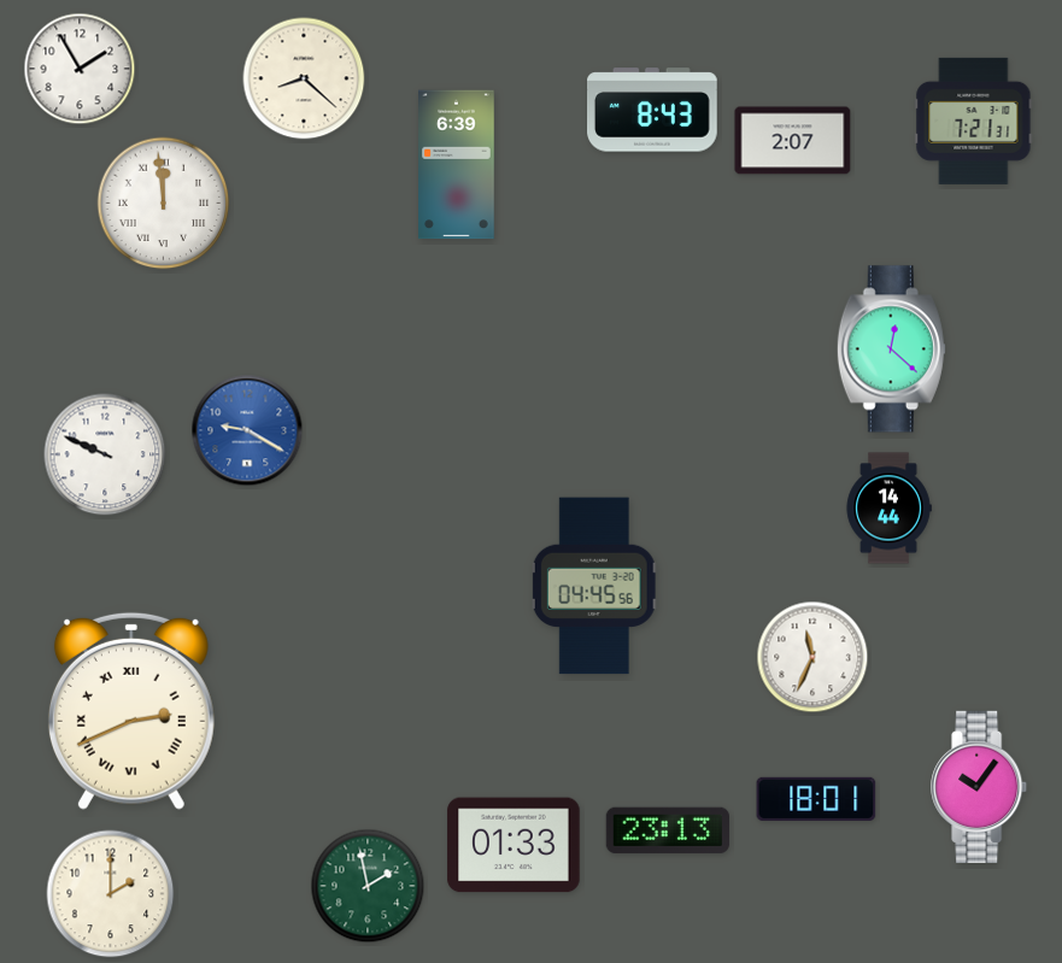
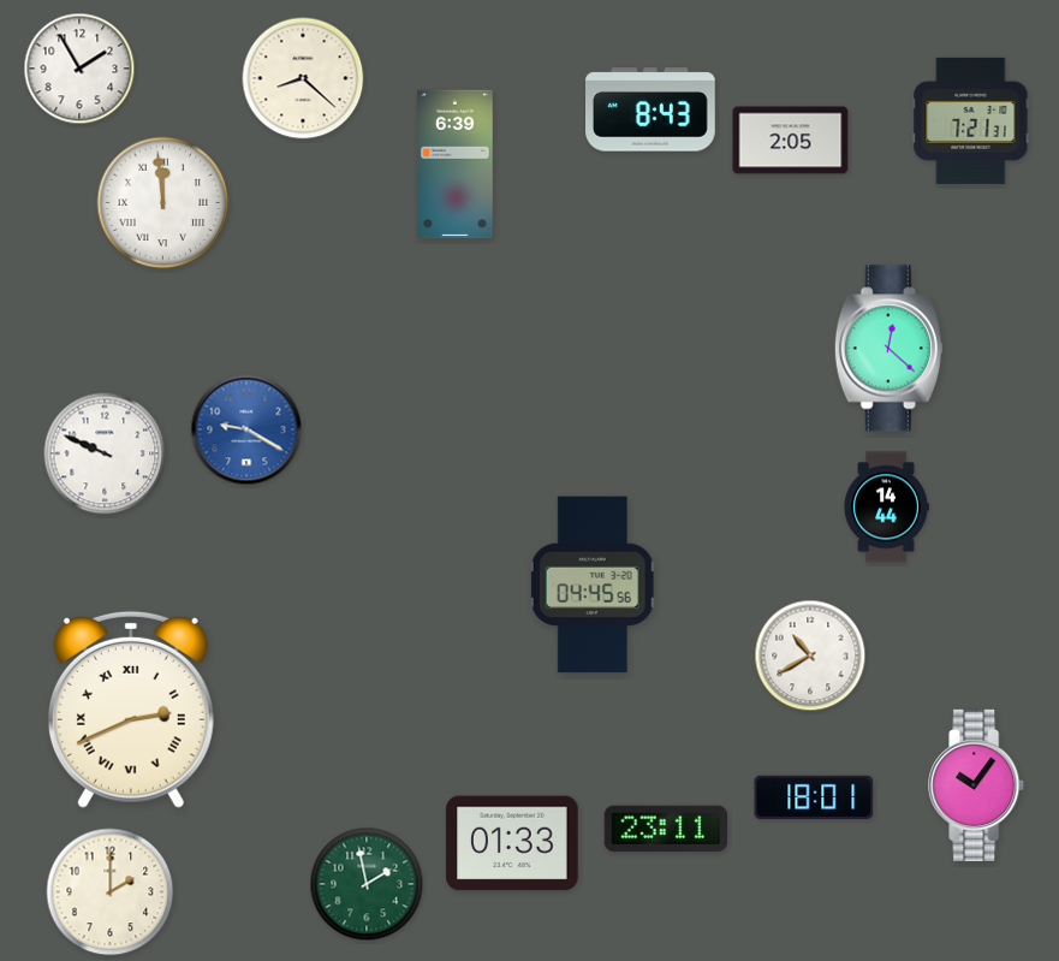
clock at (793, 141): 2:07 -> 2:05
clock at (812, 657): 11:34 -> 10:40
clock at (667, 830): 23:13 -> 23:11
